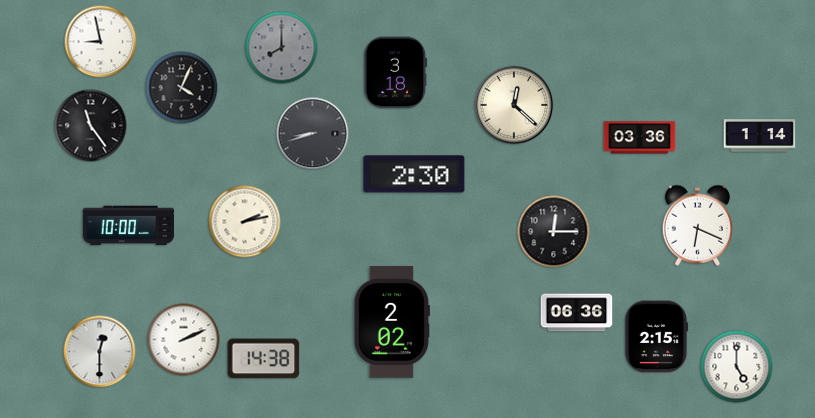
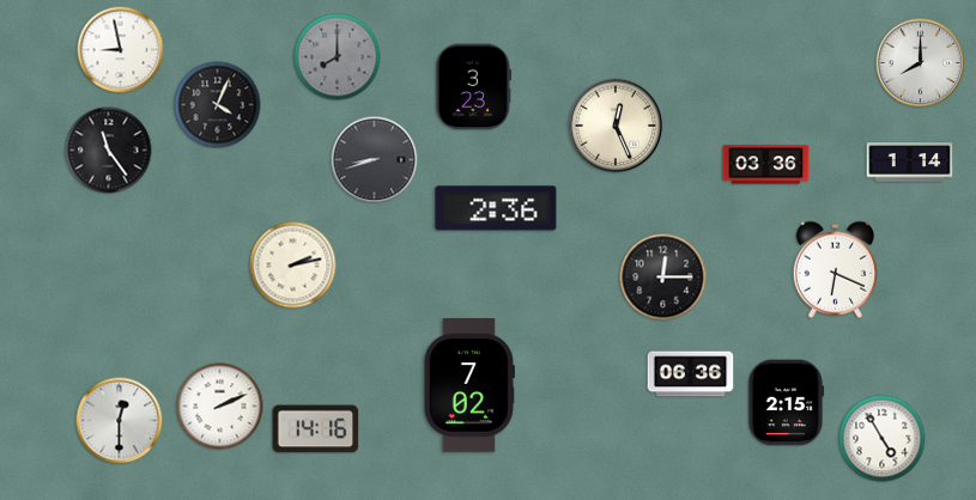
clock at (921, 63): none -> 8:00
clock at (396, 73): 3:18 -> 3:23
clock at (514, 105): 12:22 -> 12:26
clock at (414, 174): 2:30 -> 2:36
clock at (128, 226): 10:00 -> none
clock at (392, 322): 2:02 -> 7:02
clock at (264, 359): 14:38 -> 14:16
clock at (737, 367): 5:00 -> 4:55
